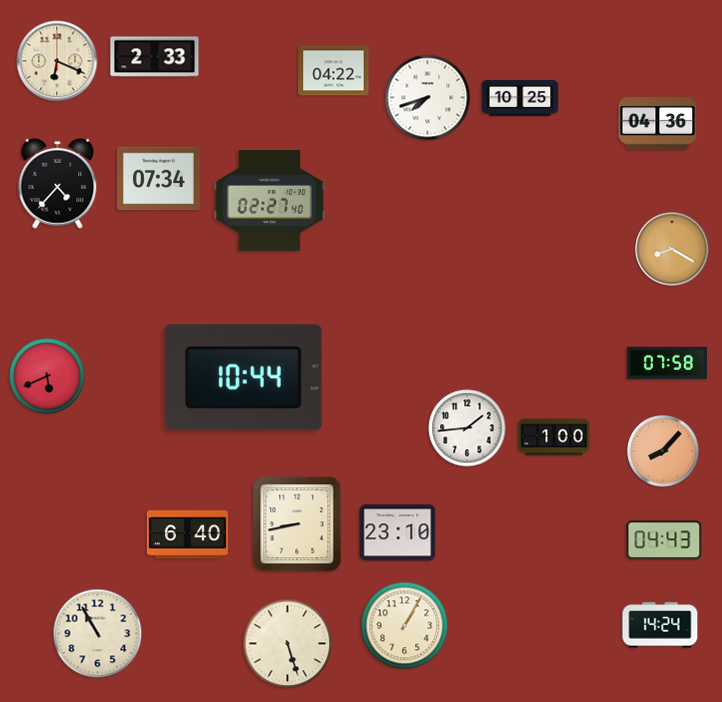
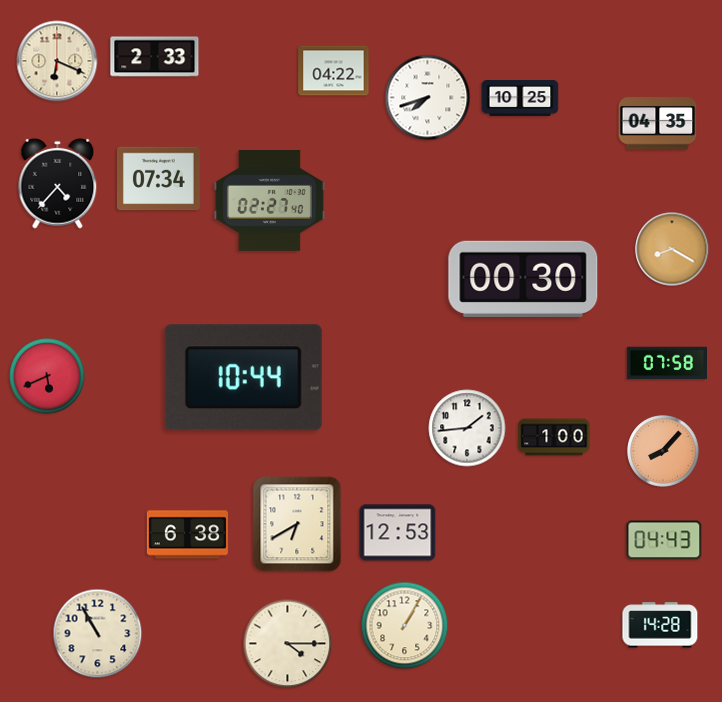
clock at (658, 124): 04:36 -> 04:35
clock at (523, 279): none -> 00:30
clock at (297, 524): 8:43 -> 6:40
clock at (398, 533): 23:10 -> 12:53
clock at (187, 535): 6:40 -> 6:38
clock at (660, 625): 14:24 -> 14:28
clock at (288, 644): 5:27 -> 4:15
